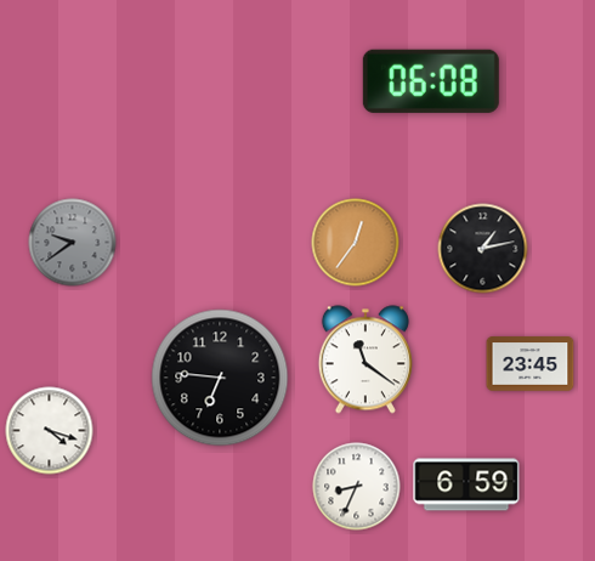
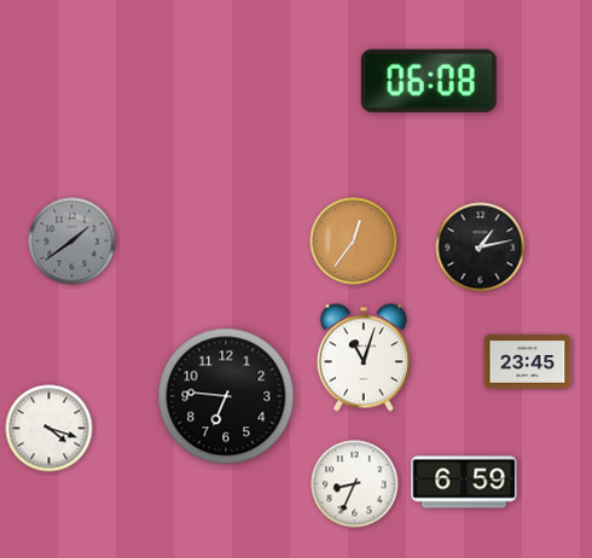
clock at (73, 243): 9:39 -> 1:39
clock at (365, 359): 11:21 -> 11:03
clock at (220, 378) position: (220, 378) -> (226, 396)
